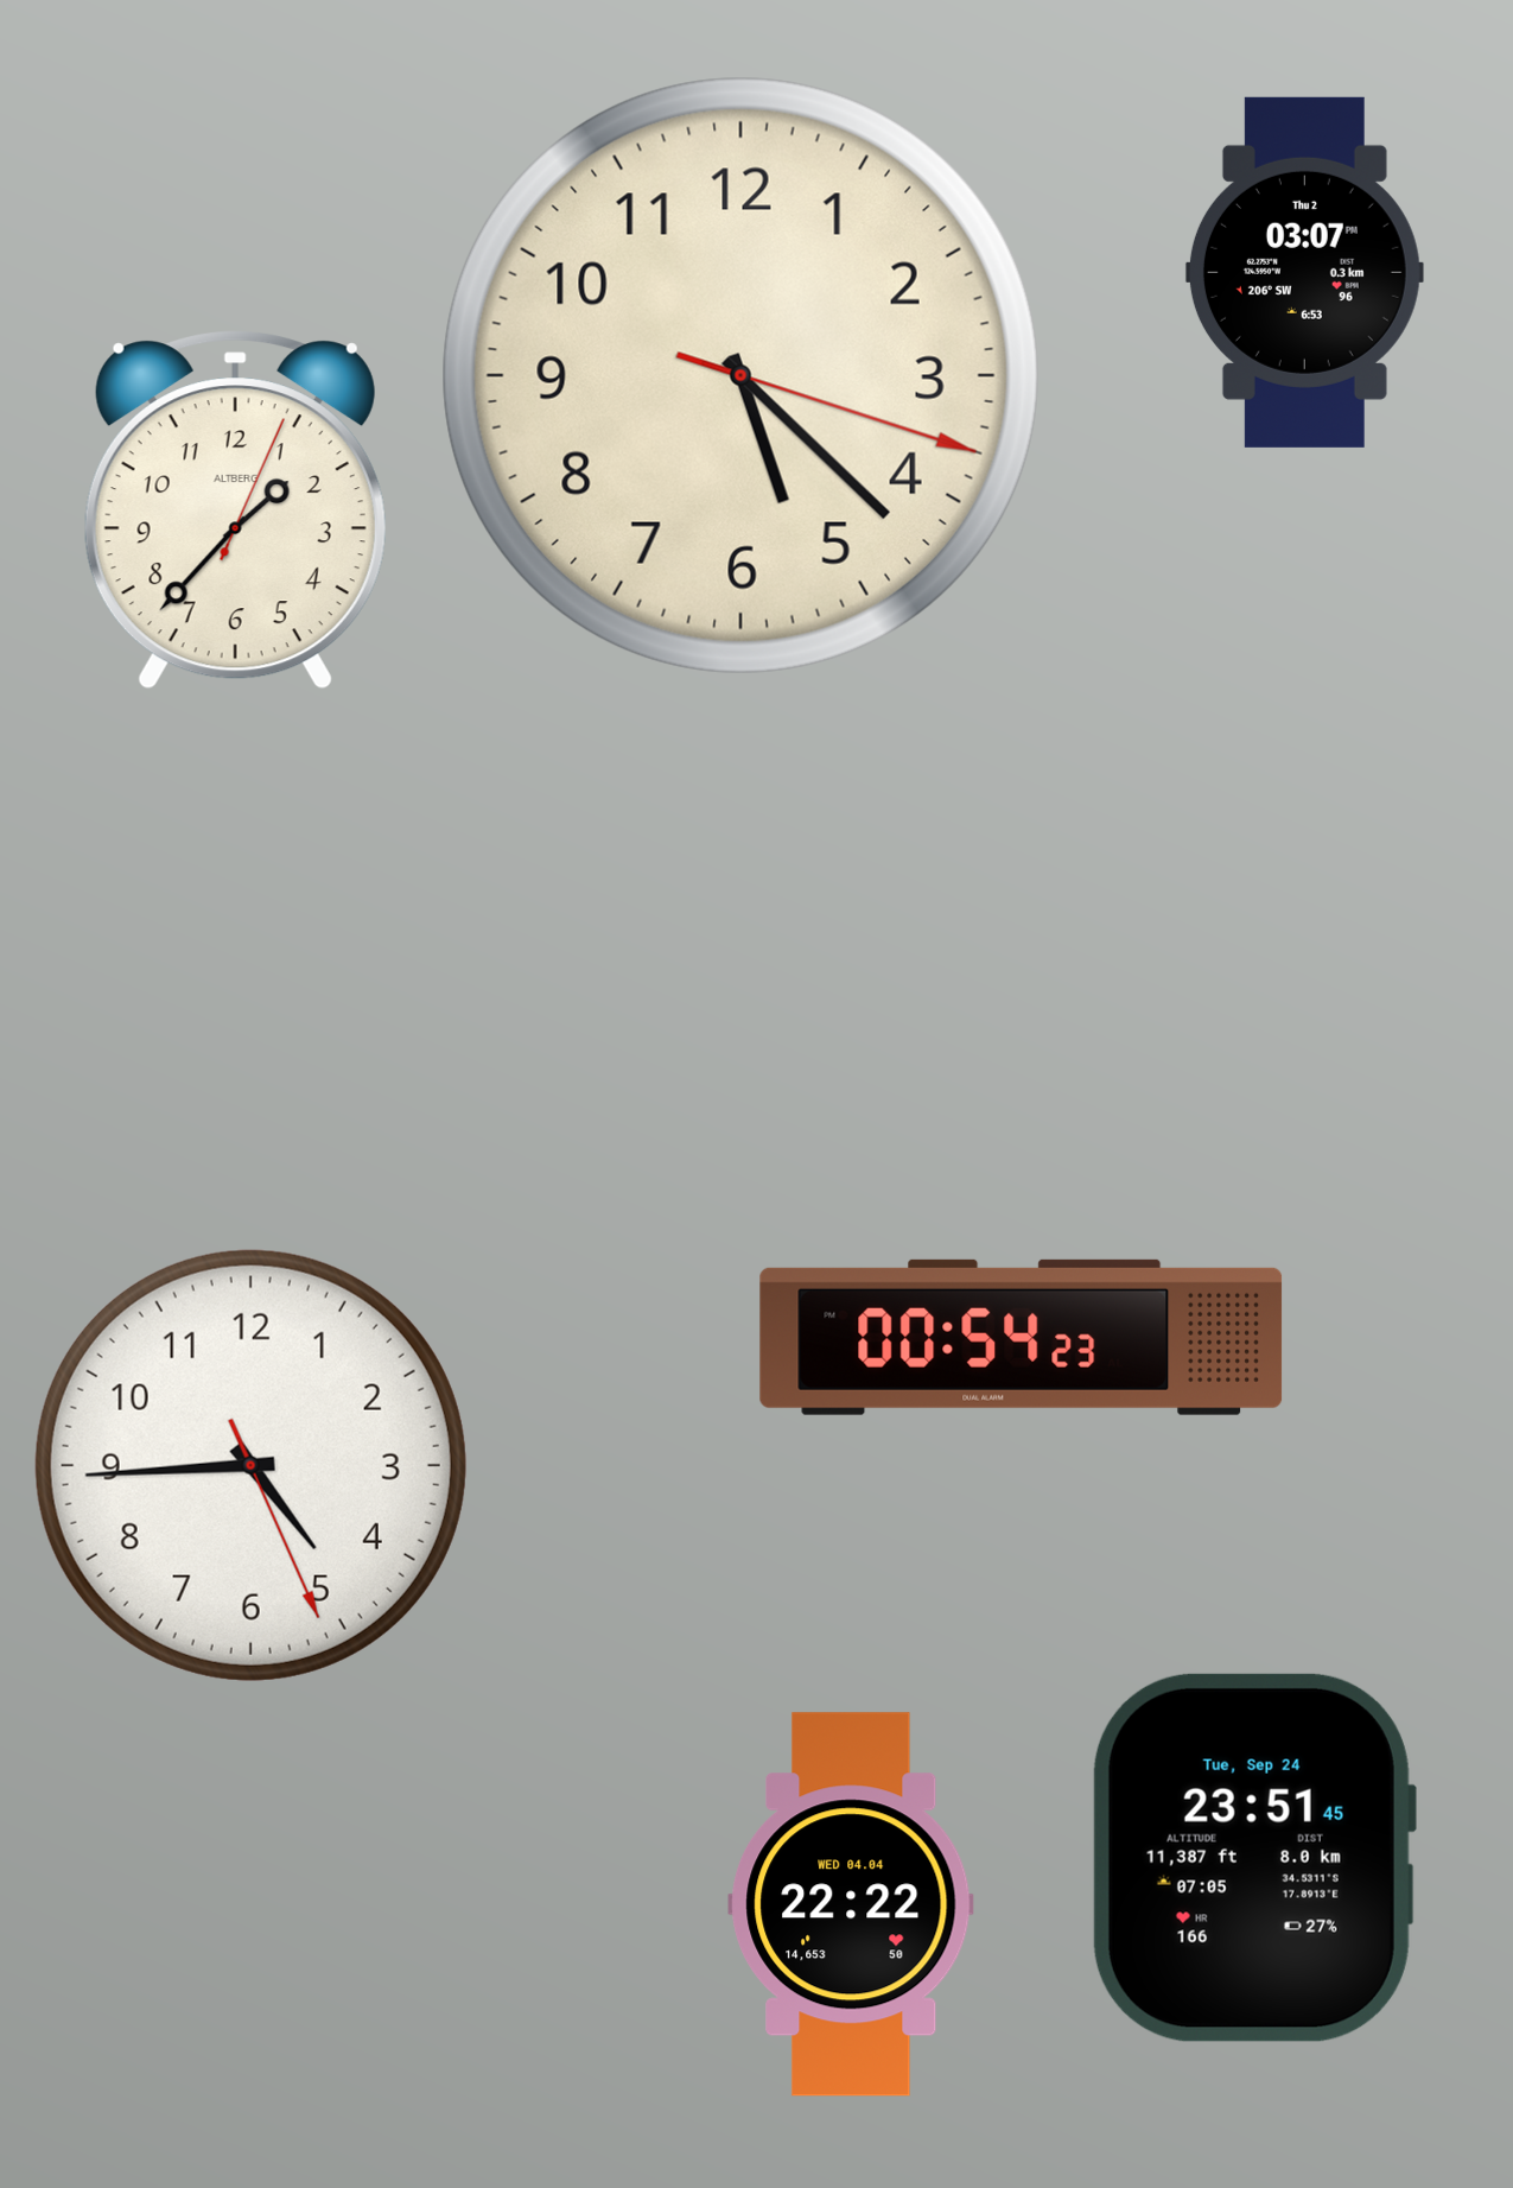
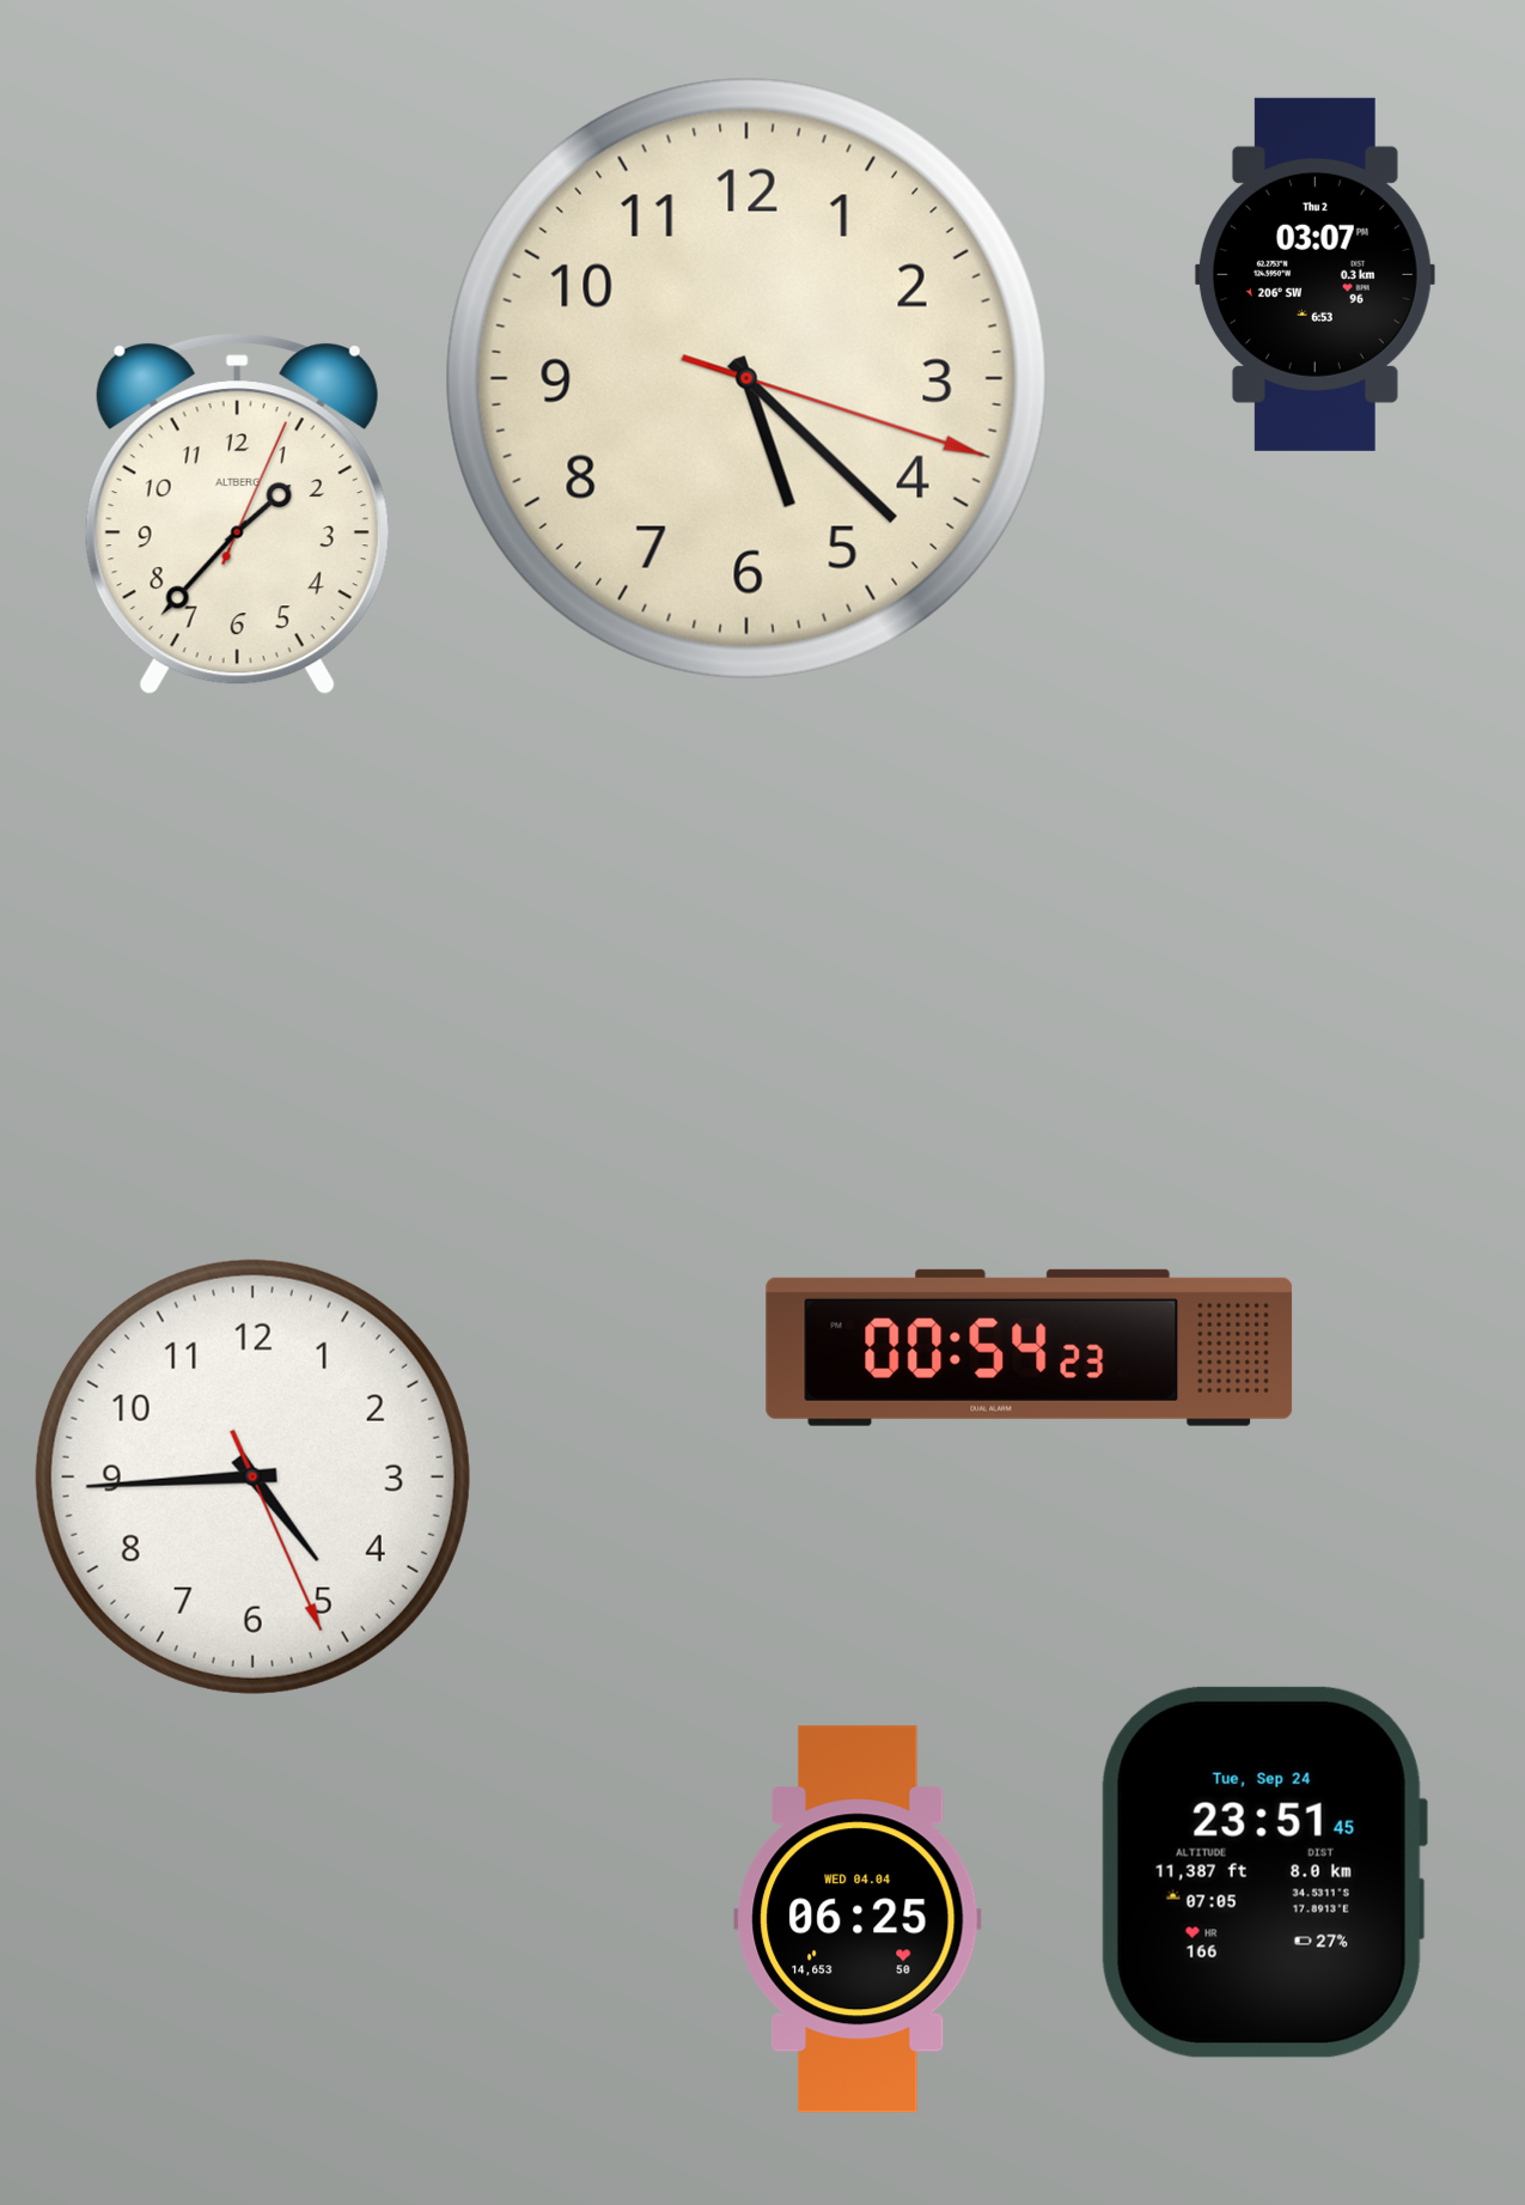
clock at (851, 1904): 22:22 -> 06:25
